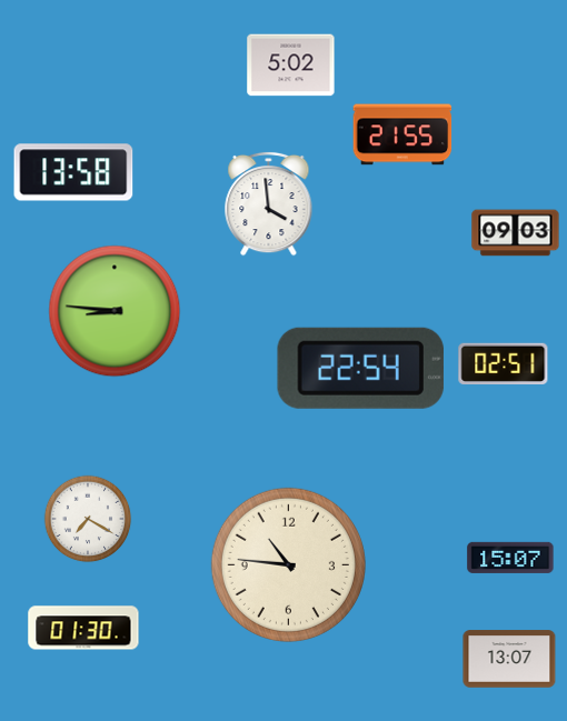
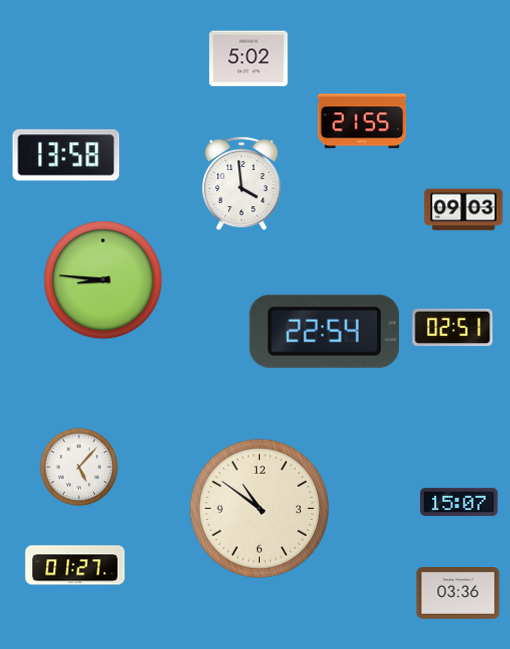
clock at (291, 66) position: (291, 66) -> (249, 59)
clock at (88, 519): 7:20 -> 5:07
clock at (288, 564): 10:46 -> 10:51
clock at (83, 628): 01:30 -> 01:27
clock at (509, 659): 13:07 -> 03:36
